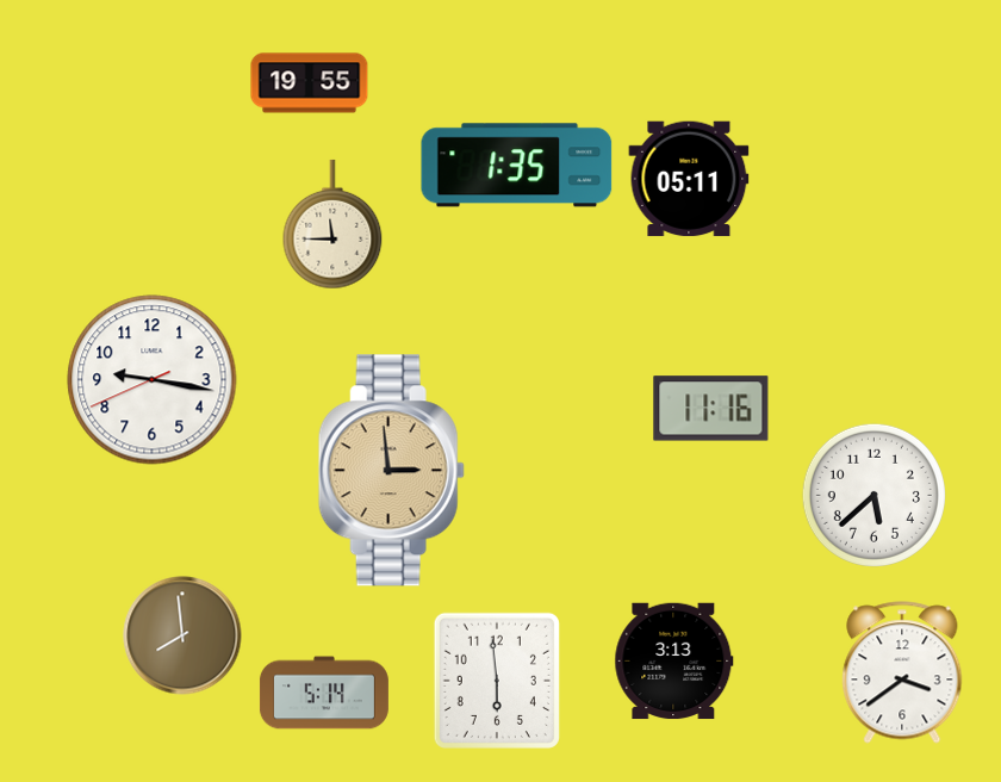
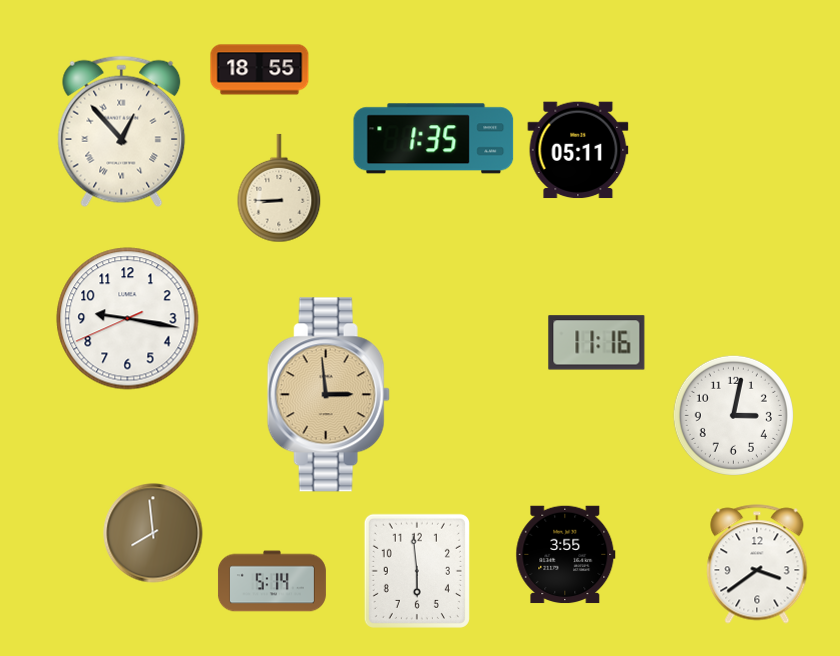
clock at (310, 83): 19:55 -> 18:55
clock at (122, 132): none -> 12:53
clock at (332, 224): 11:45 -> 8:45
clock at (873, 495): 5:38 -> 3:02
clock at (674, 662): 3:13 -> 3:55
